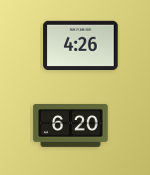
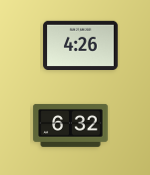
clock at (71, 125): 6:20 -> 6:32
